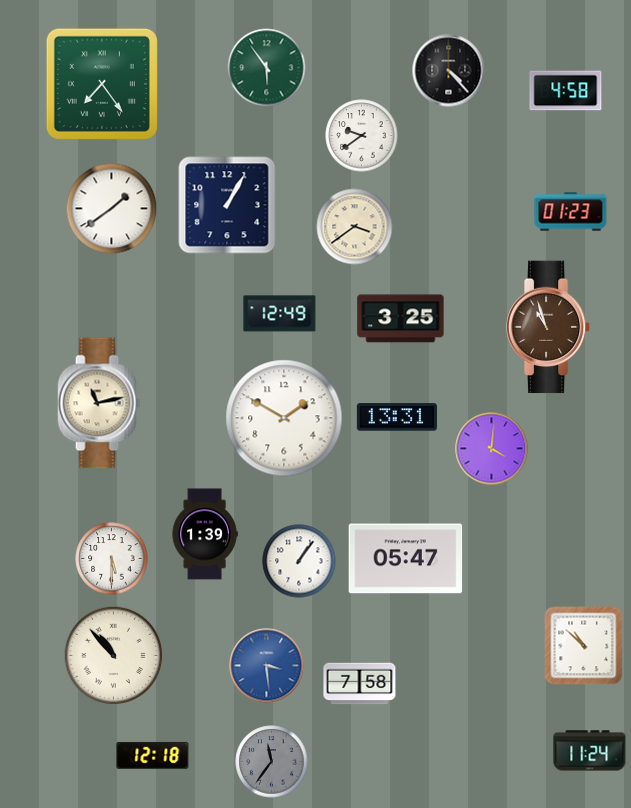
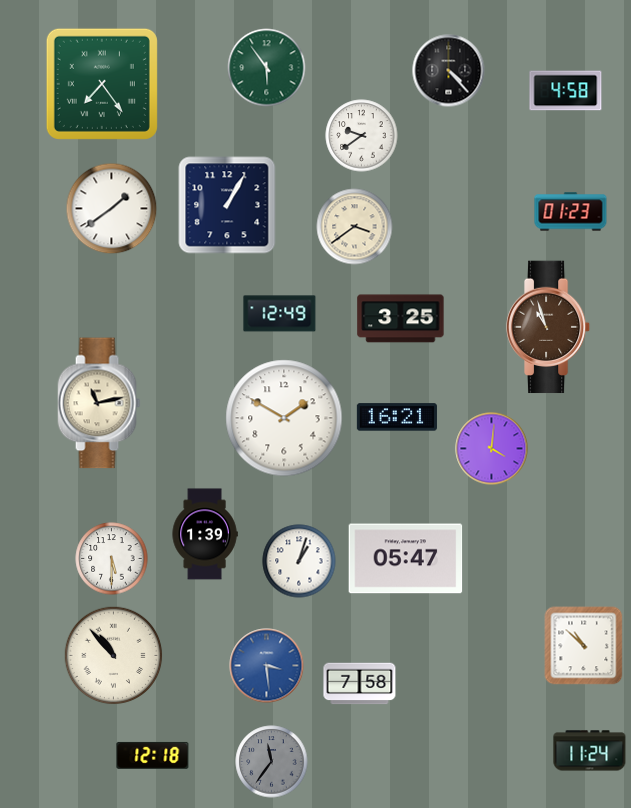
clock at (397, 417): 13:31 -> 16:21
clock at (299, 561): 1:06 -> 1:03
